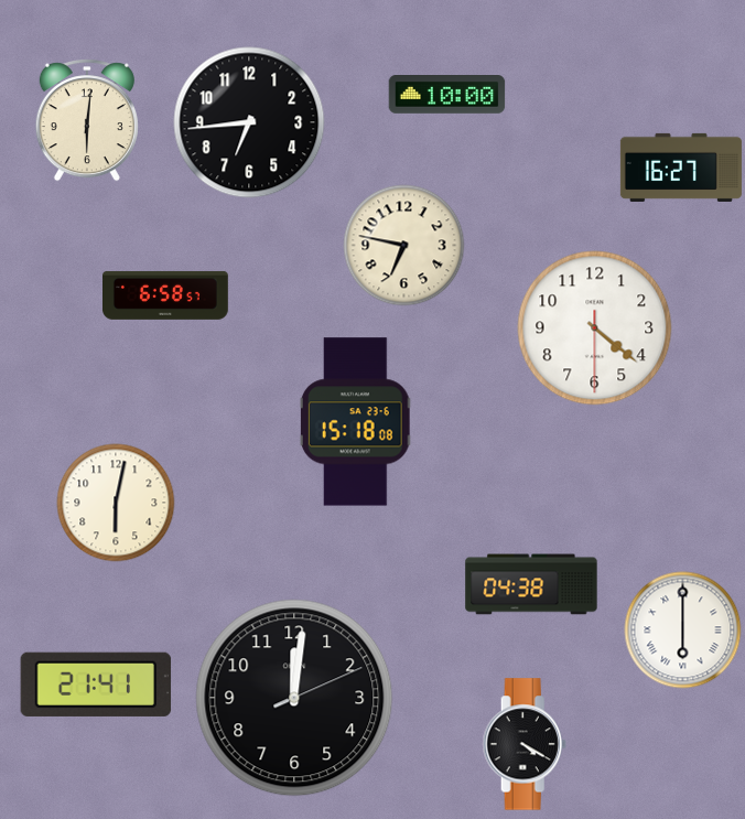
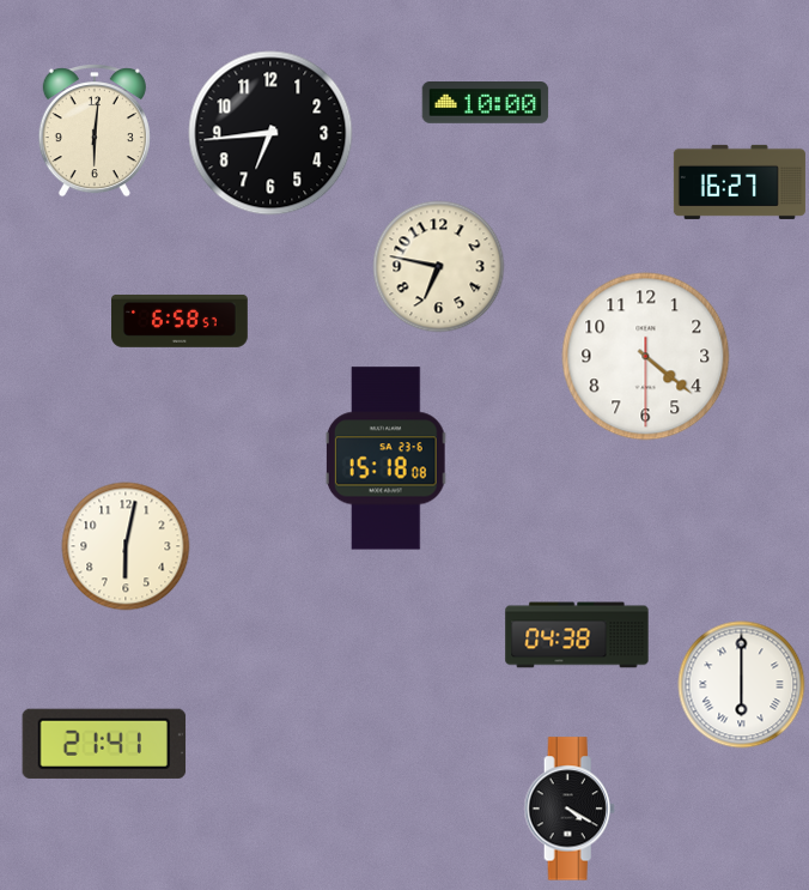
clock at (294, 698): 12:01 -> none
